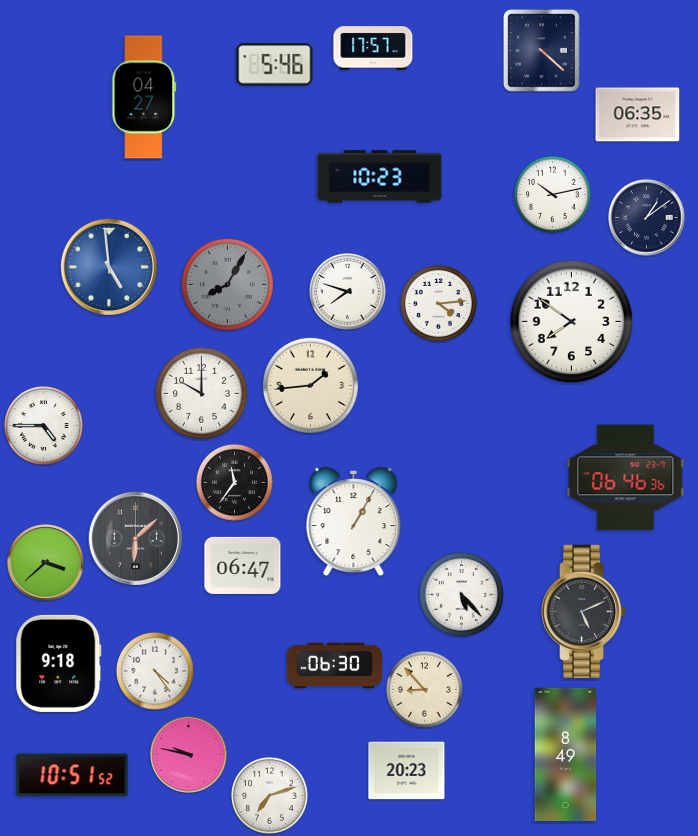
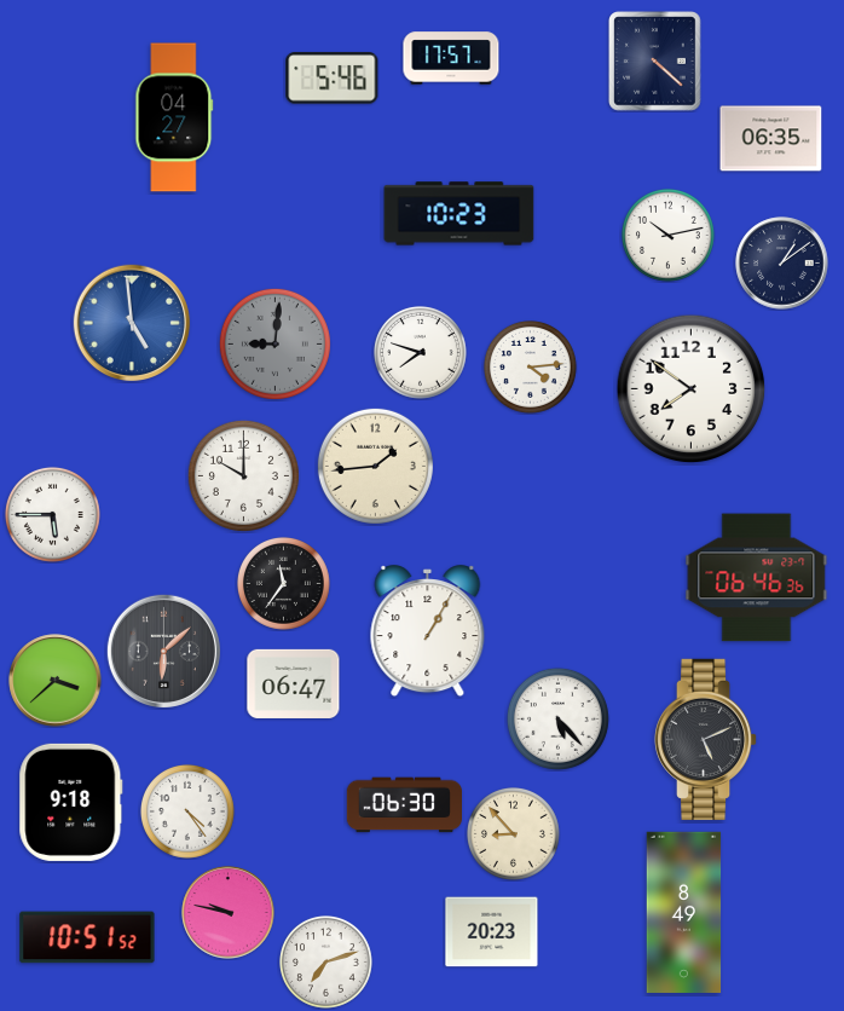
clock at (227, 284): 8:05 -> 9:01
clock at (43, 425): 4:45 -> 5:45
